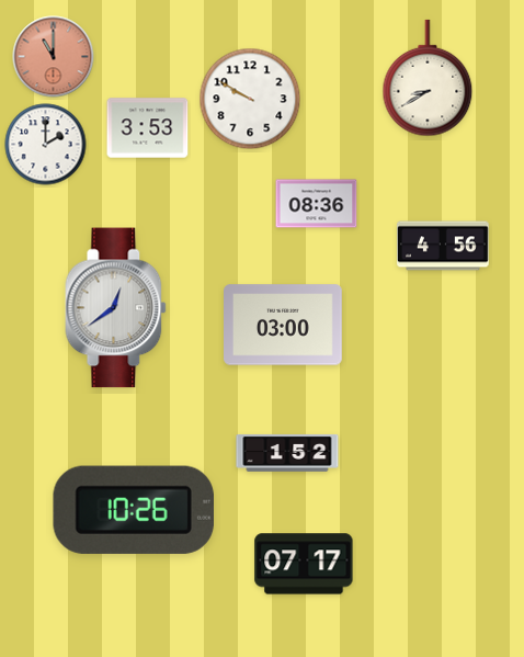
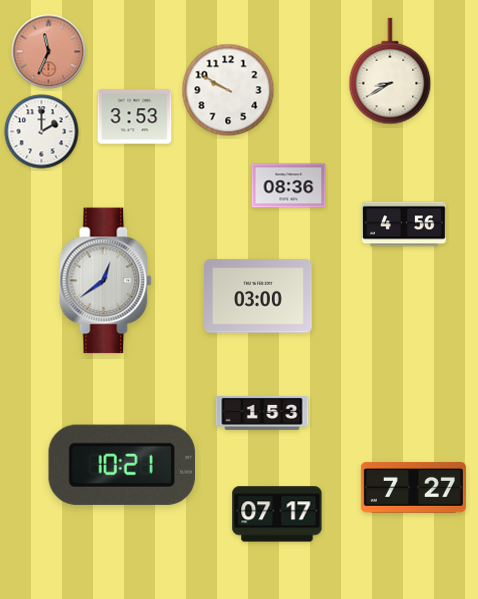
clock at (54, 57): 11:00 -> 11:34
clock at (287, 453): 1:52 -> 1:53
clock at (134, 510): 10:26 -> 10:21
clock at (413, 487): none -> 7:27
